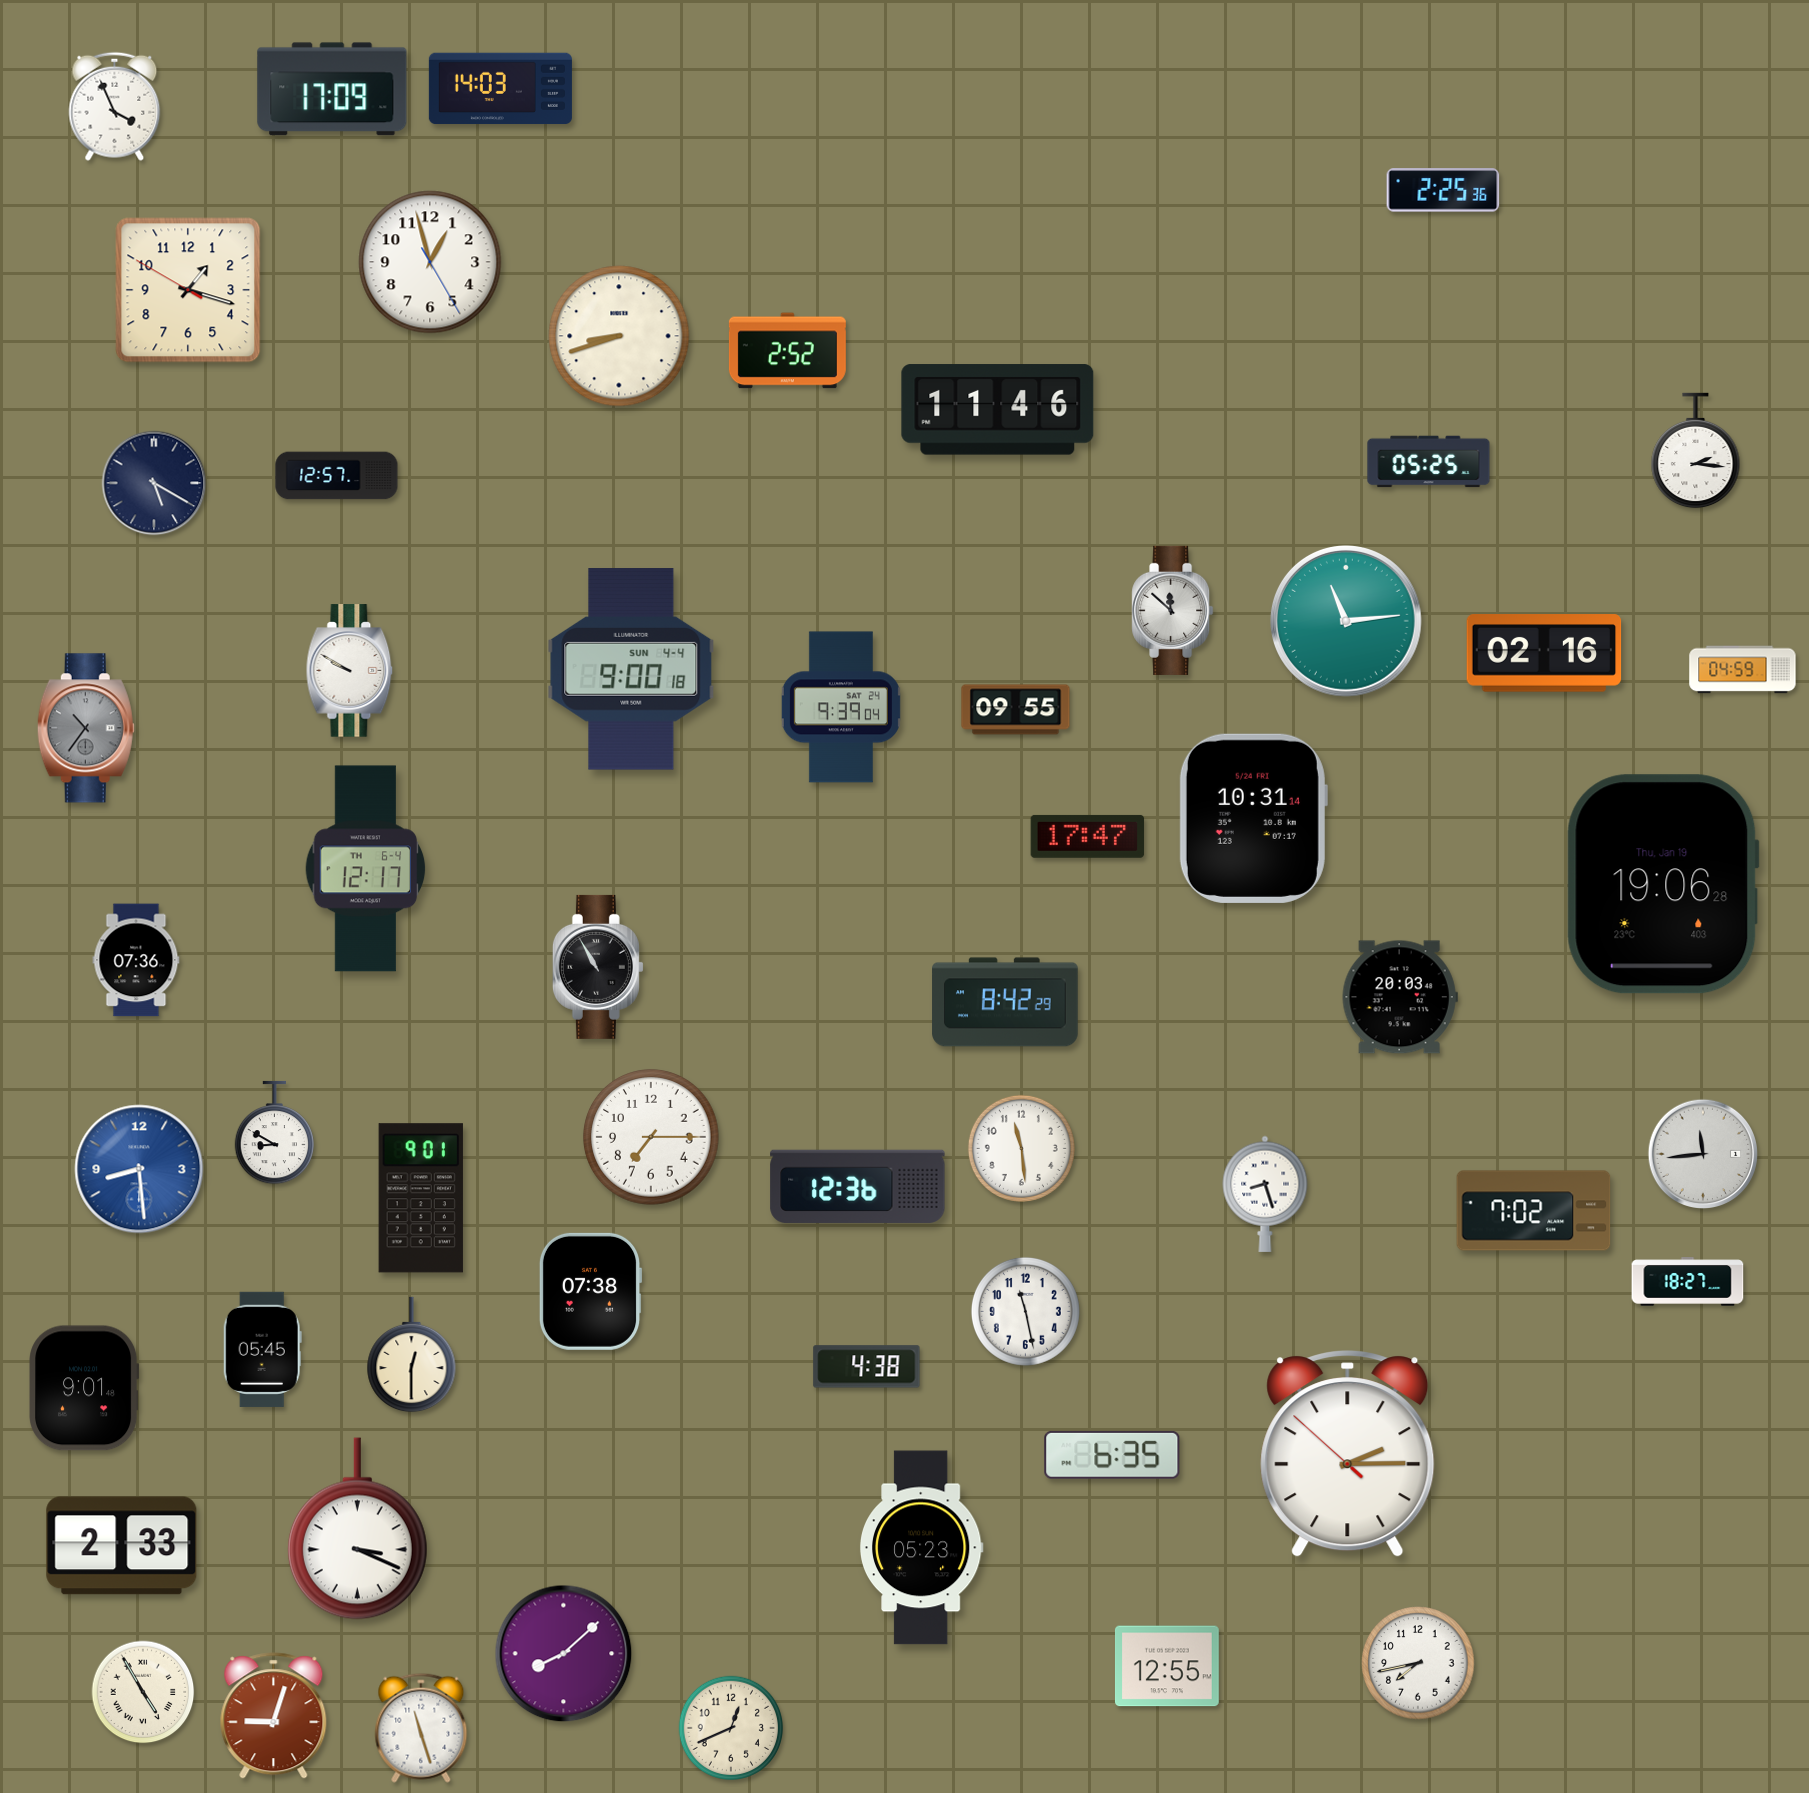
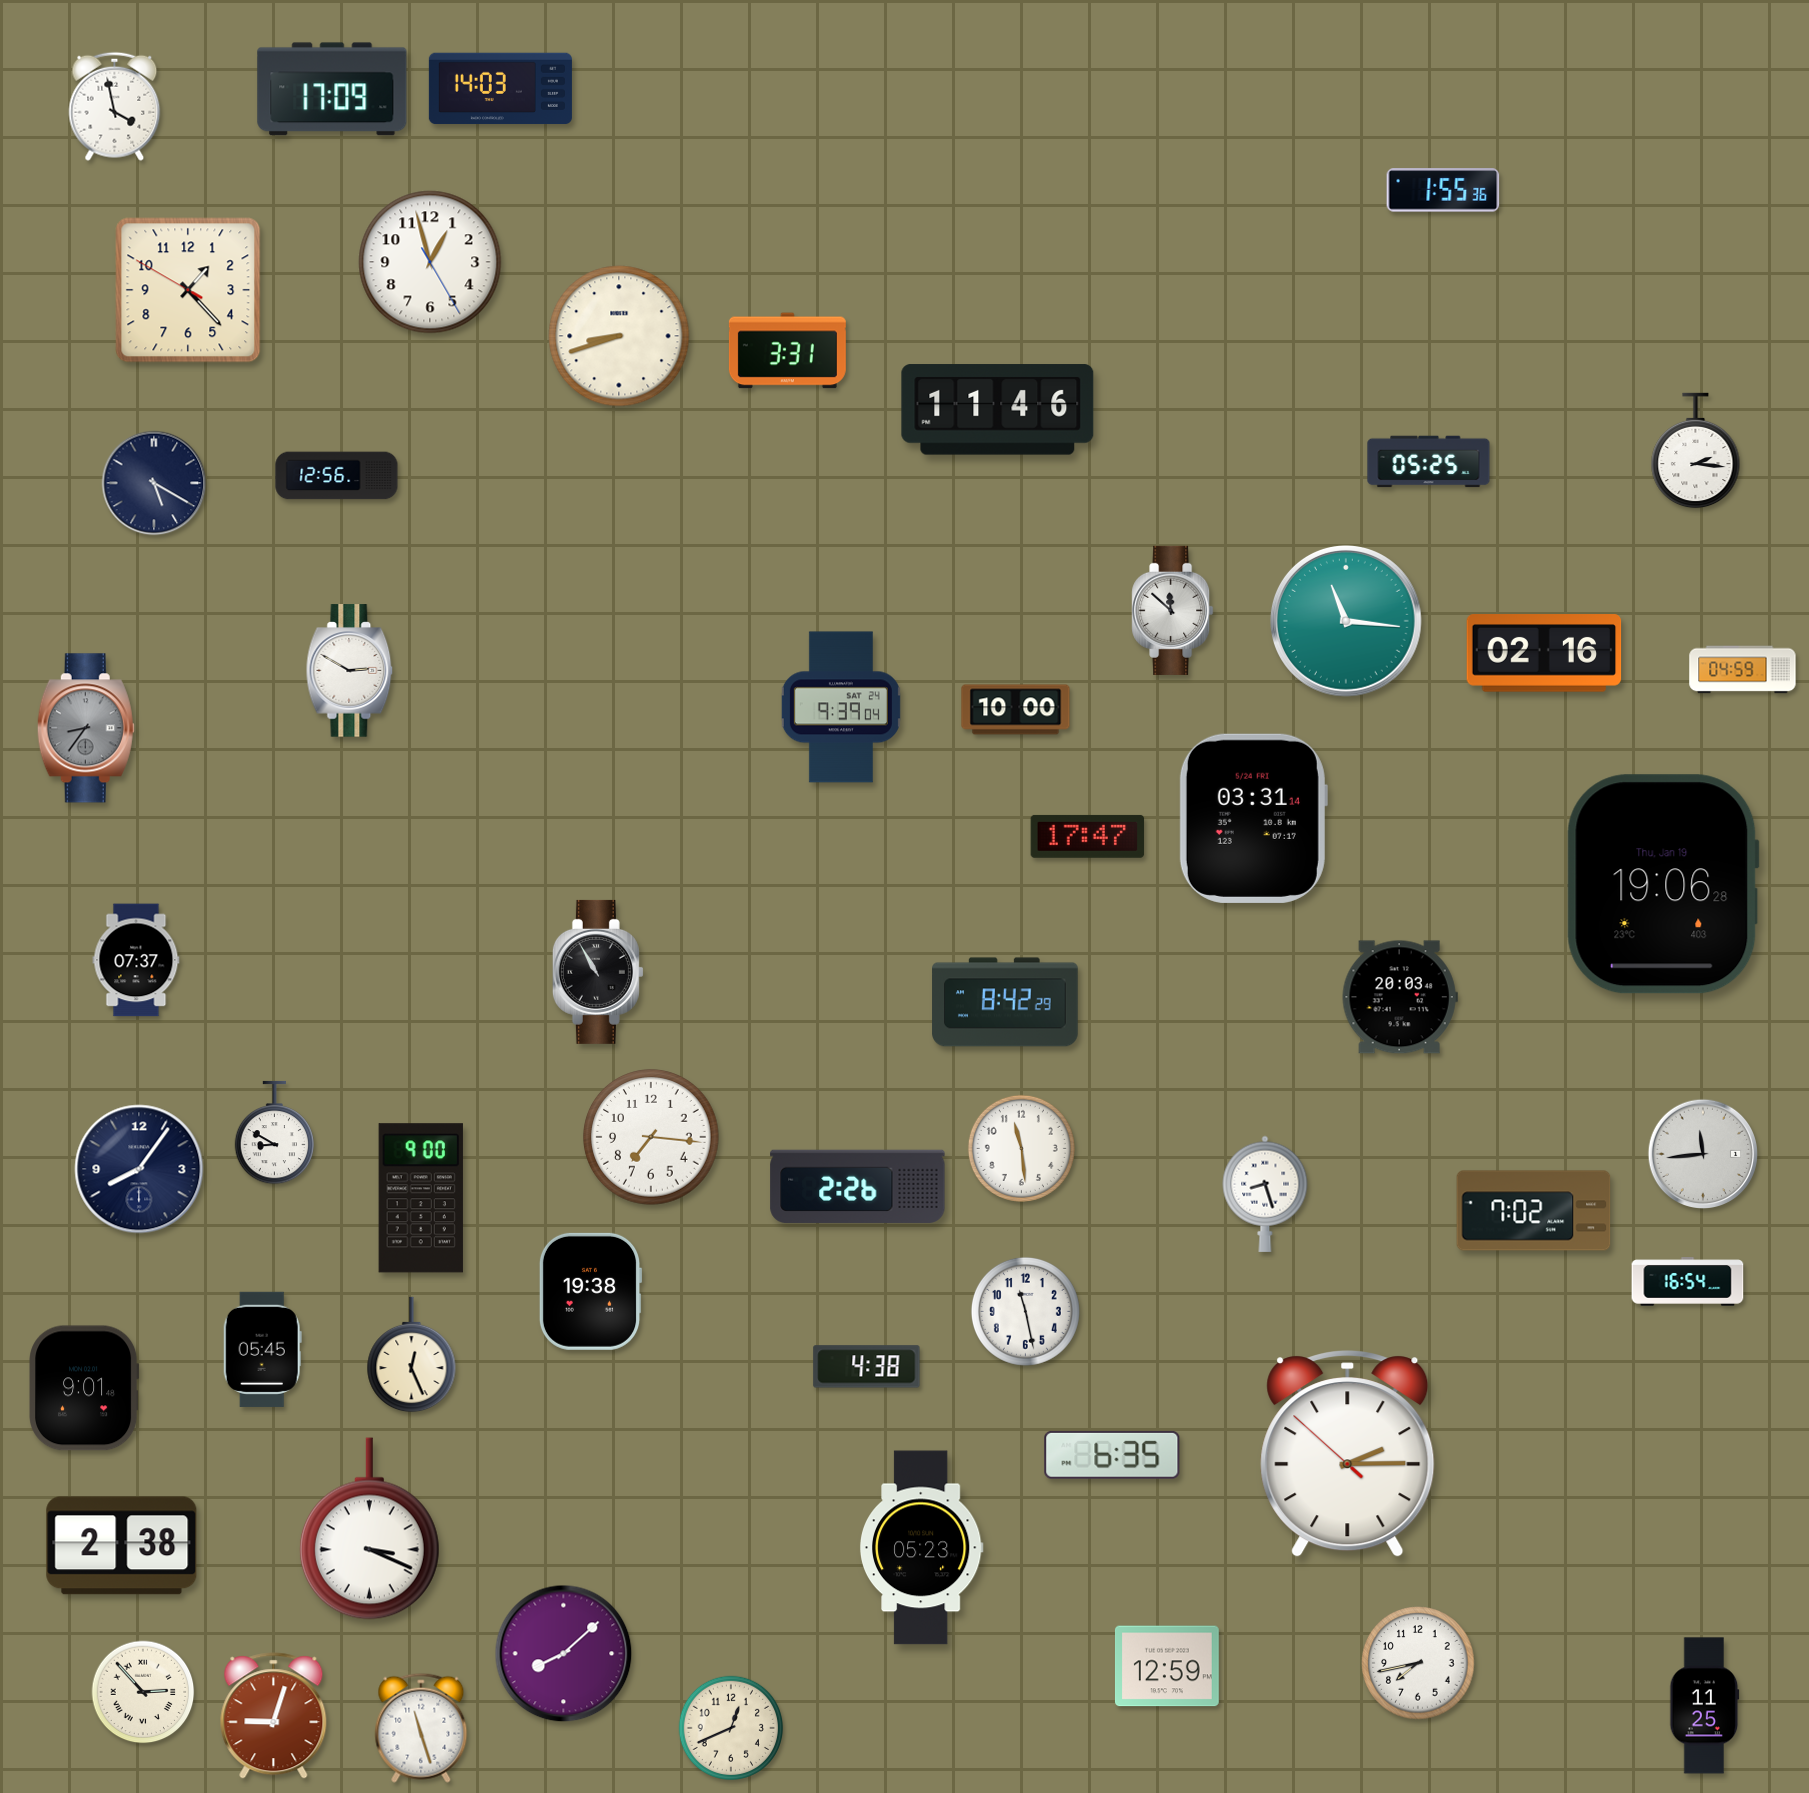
clock at (115, 106): 3:56 -> 3:58
clock at (1443, 190): 2:25 -> 1:55
clock at (188, 290): 1:17 -> 1:22
clock at (787, 351): 2:52 -> 3:31
clock at (337, 476): 12:57 -> 12:56
clock at (1346, 621): 11:14 -> 11:16
clock at (631, 669): 9:00 -> none
clock at (350, 671): 9:50 -> 2:50
clock at (1016, 710): 09:55 -> 10:00
clock at (86, 728): 10:36 -> 8:36
clock at (1253, 818): 10:31 -> 03:31
clock at (366, 869): 12:17 -> none
clock at (136, 960): 07:36 -> 07:37
clock at (598, 967) position: (598, 967) -> (598, 972)
clock at (651, 1137): 7:15 -> 7:16
clock at (139, 1169): 8:29 -> 8:06
clock at (139, 1169) dial: blue -> navy
clock at (858, 1186): 12:36 -> 2:26
clock at (421, 1198): 9:01 -> 9:00
clock at (1688, 1282): 18:27 -> 16:54
clock at (590, 1291): 07:38 -> 19:38
clock at (412, 1355): 12:30 -> 12:26
clock at (357, 1529) position: (357, 1529) -> (369, 1529)
clock at (122, 1546): 2:33 -> 2:38
clock at (1167, 1666): 12:55 -> 12:59
clock at (143, 1692): 4:55 -> 2:53
clock at (1705, 1706): none -> 11:25
